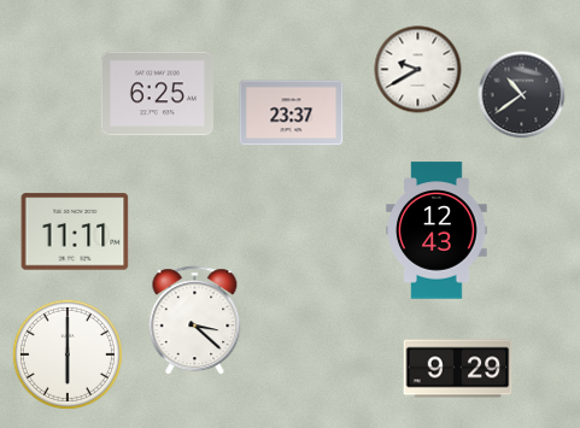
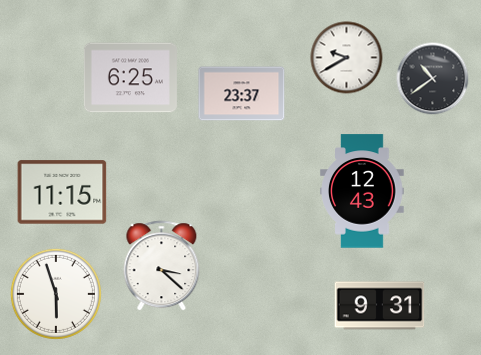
clock at (75, 231): 11:11 -> 11:15
clock at (68, 354): 6:00 -> 5:57
clock at (458, 369): 9:29 -> 9:31
